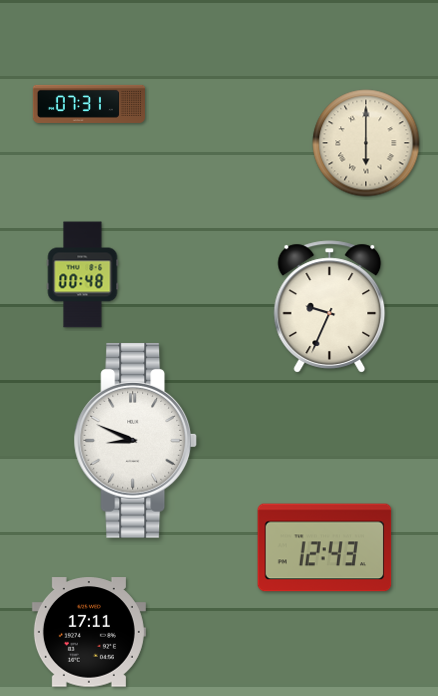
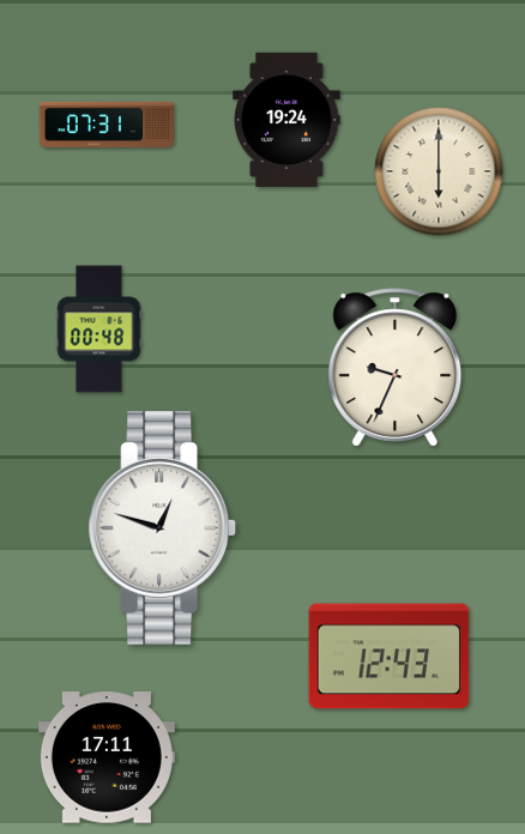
clock at (286, 120): none -> 19:24
clock at (136, 440): 8:49 -> 12:48
